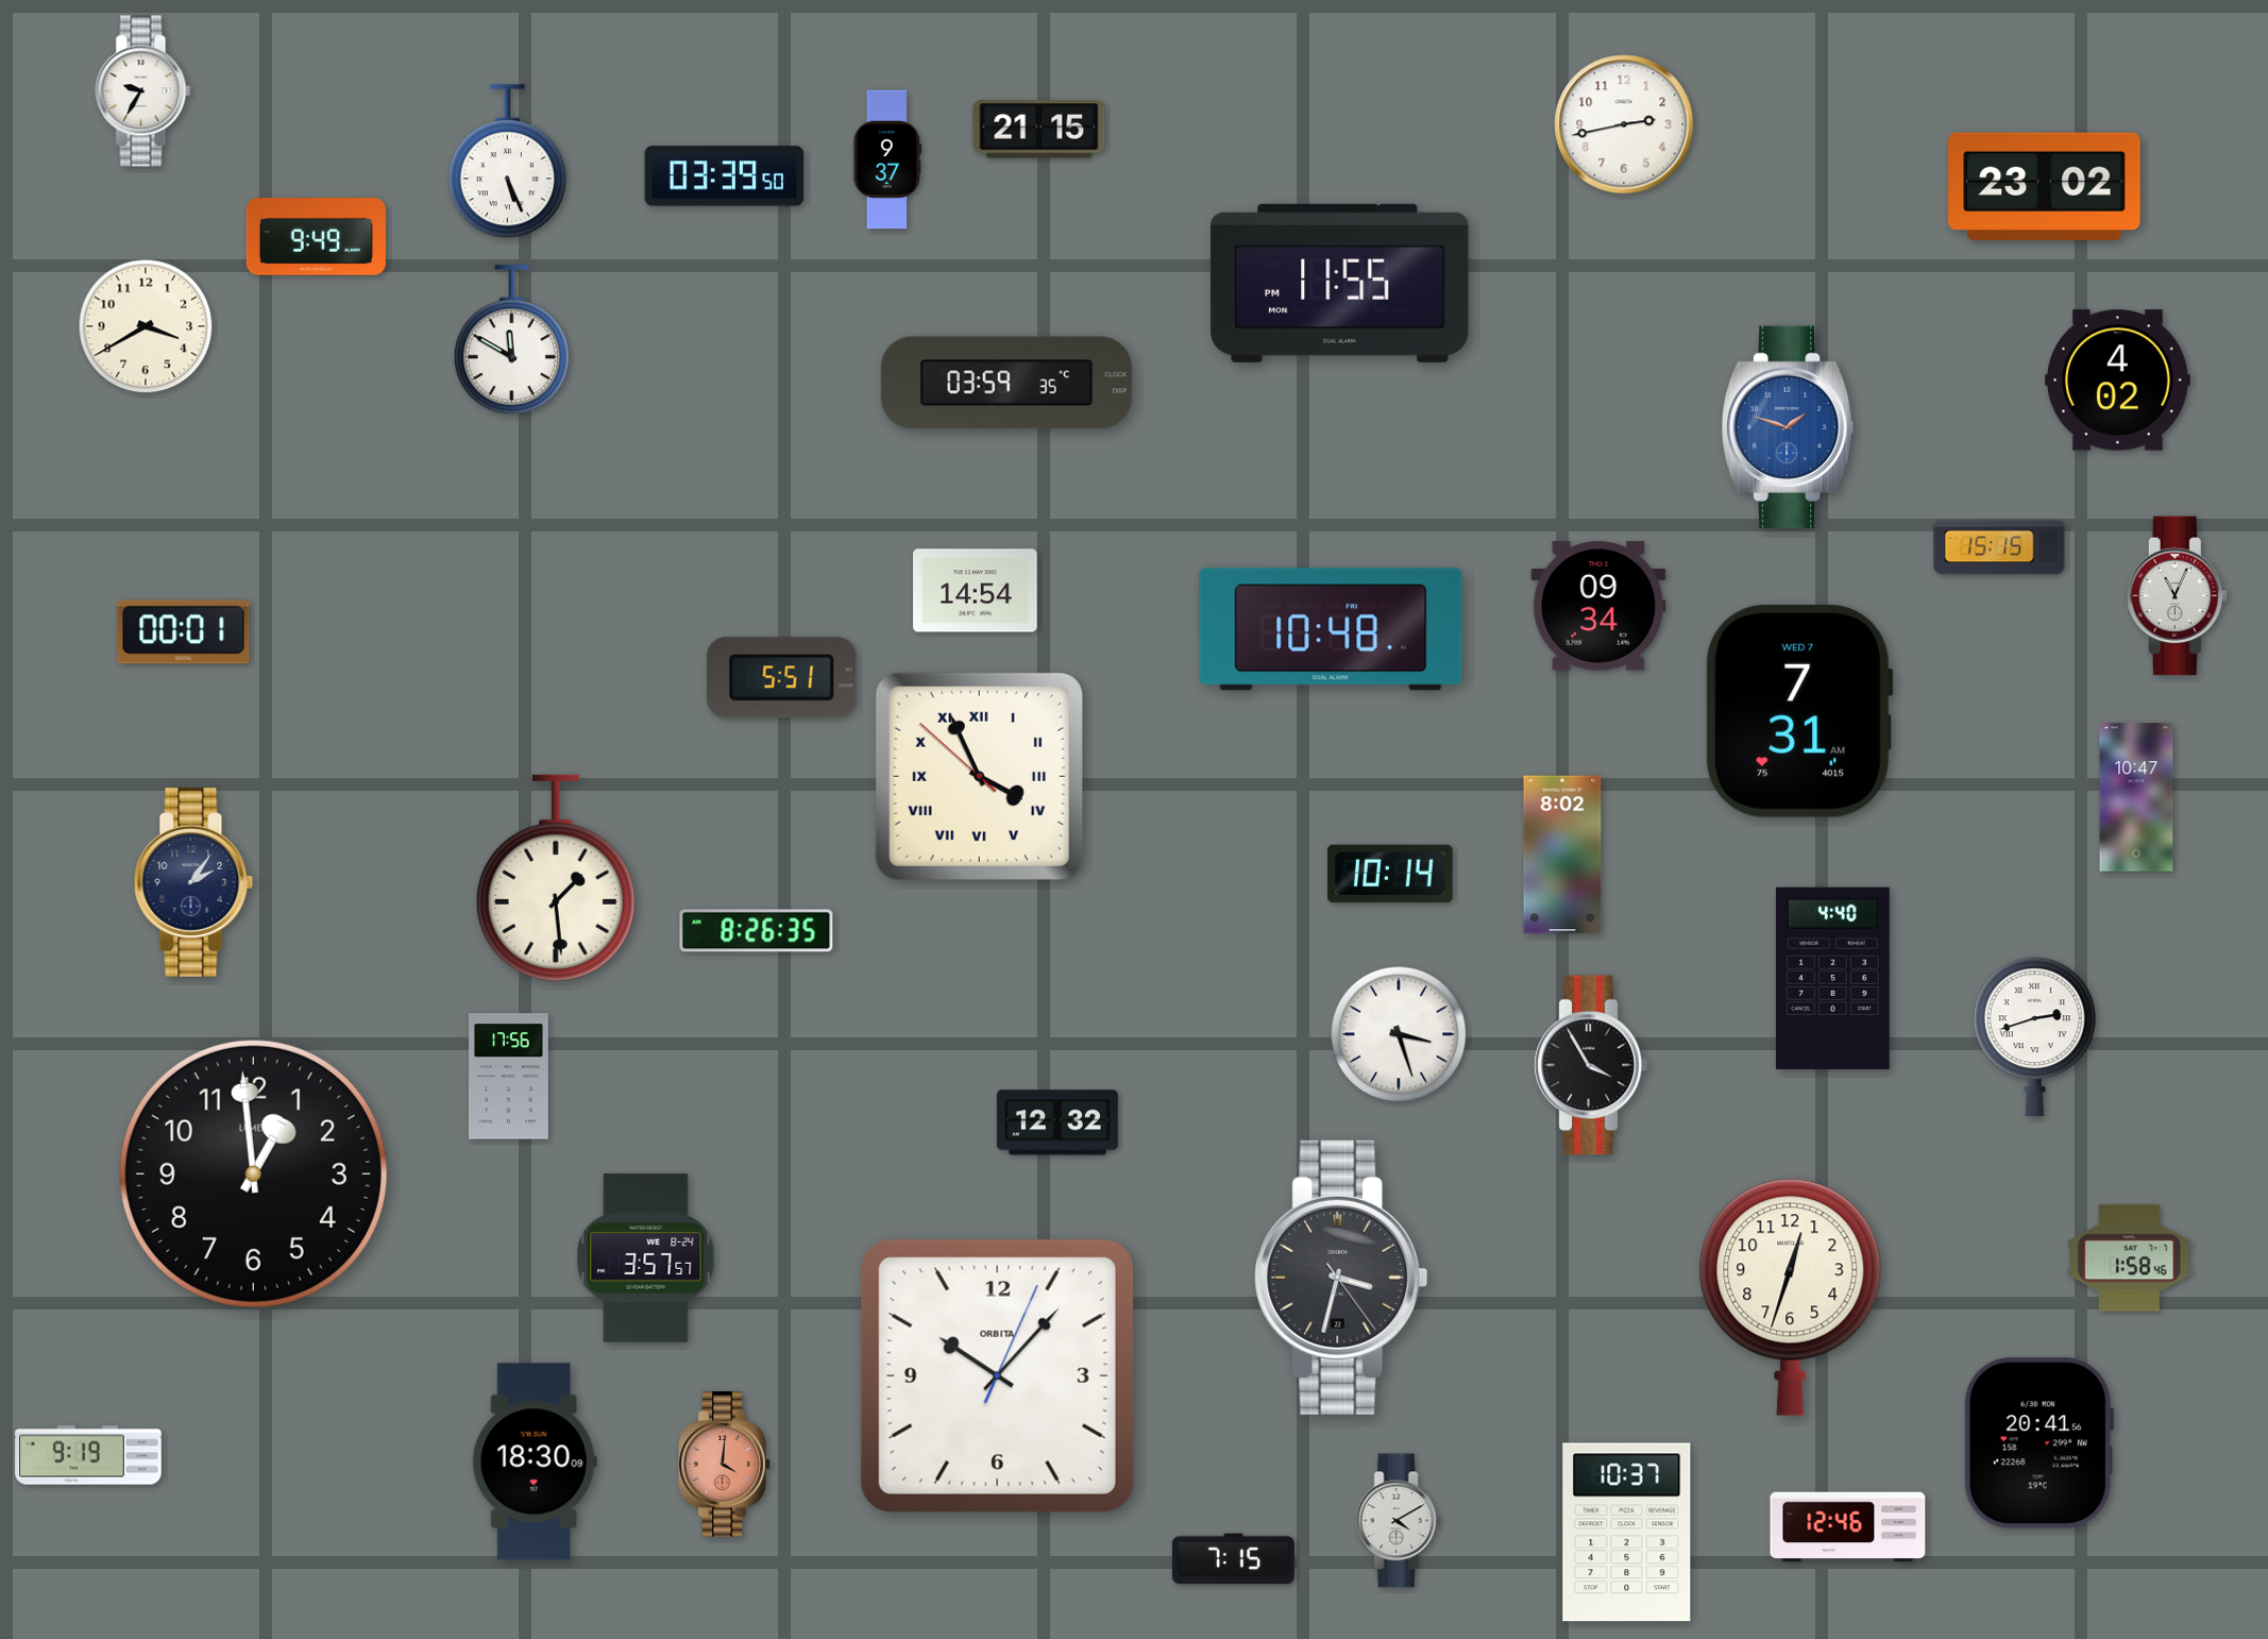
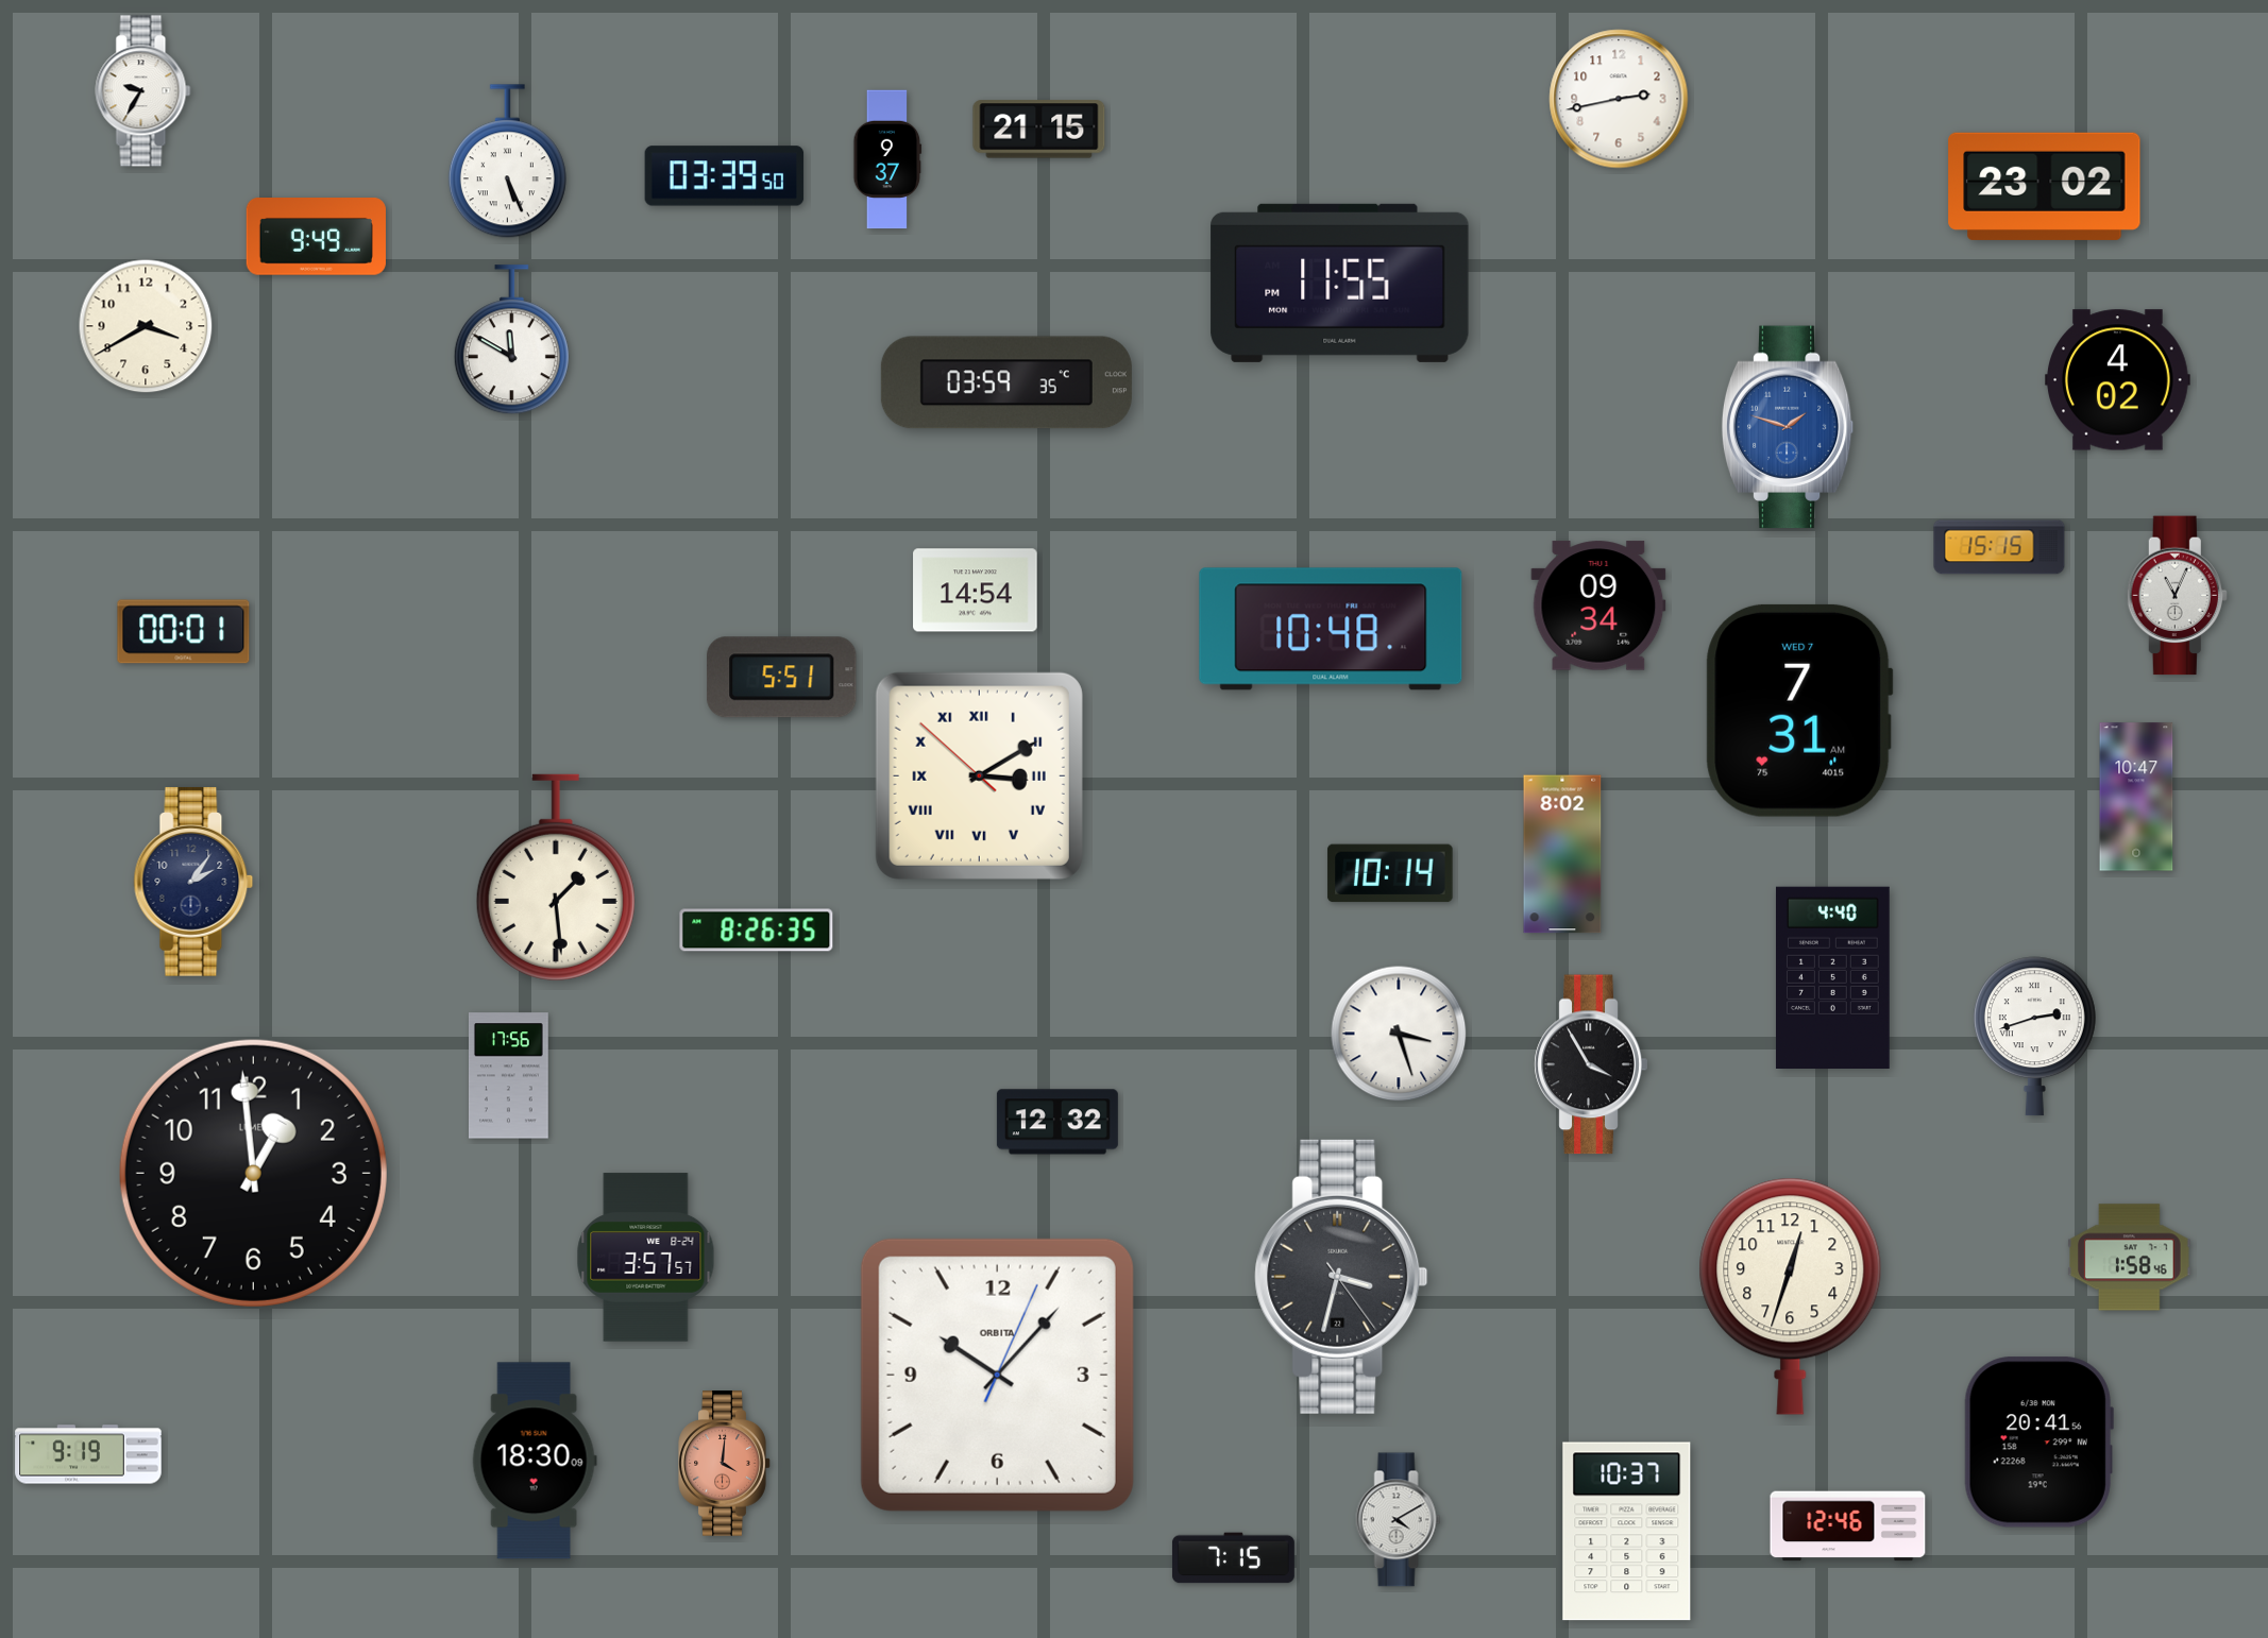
clock at (1624, 124) position: (1624, 124) -> (1619, 99)
clock at (979, 776): 3:55 -> 3:09
